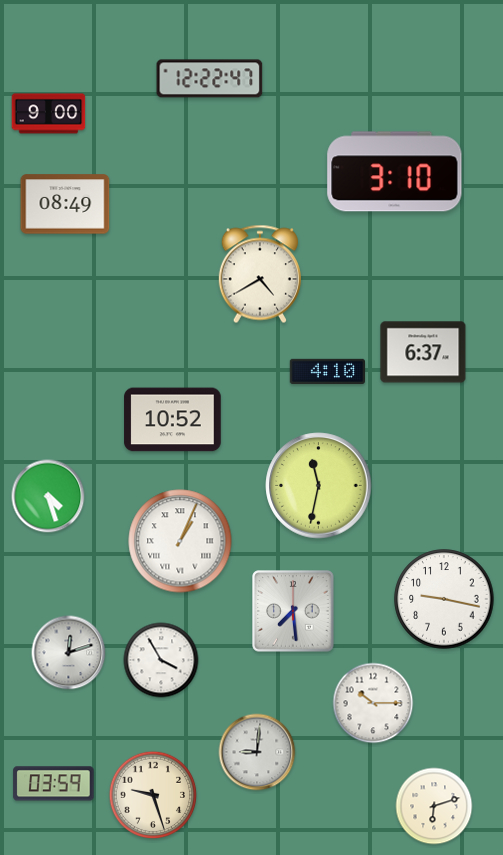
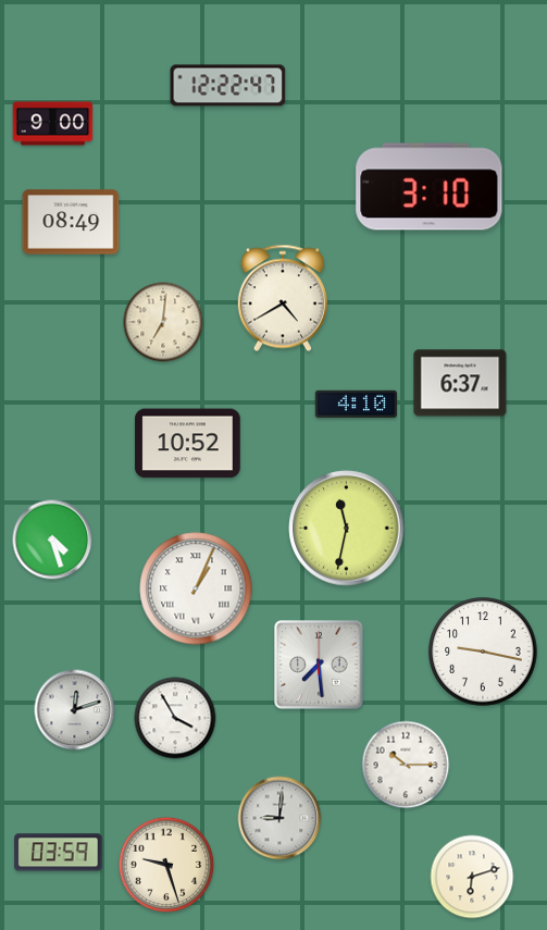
clock at (163, 322): none -> 7:01
clock at (173, 420) position: (173, 420) -> (188, 444)
